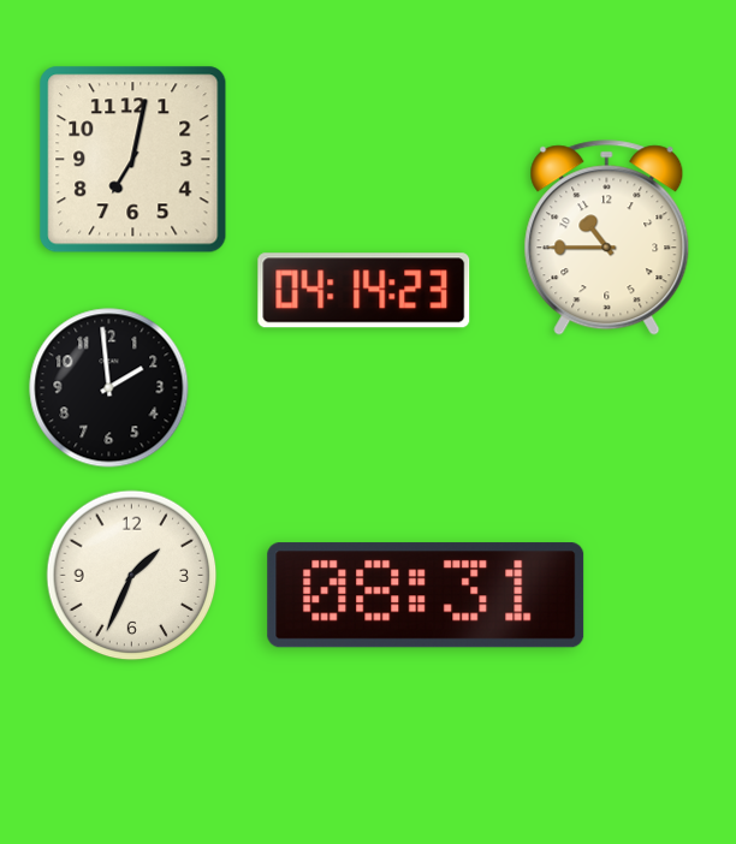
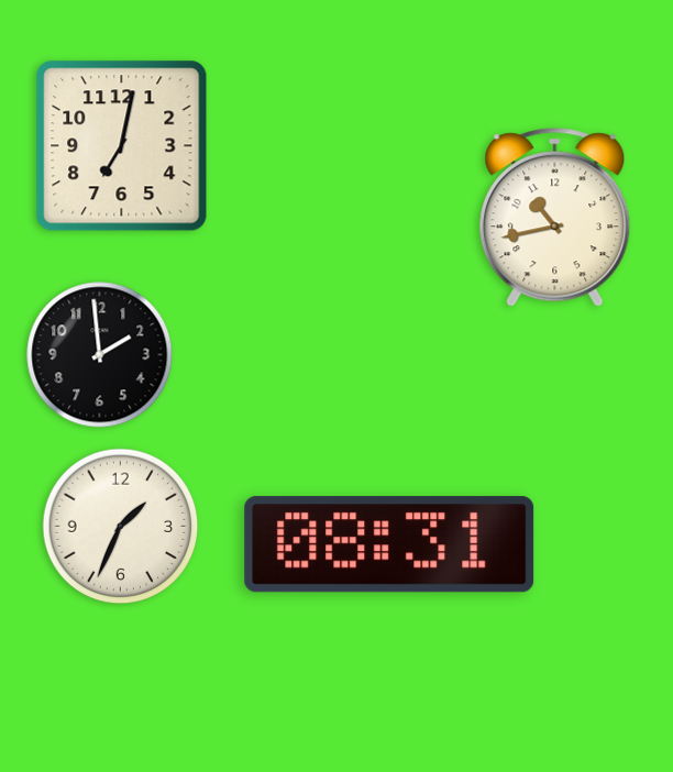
clock at (607, 238): 10:45 -> 10:43
clock at (364, 291): 04:14 -> none
